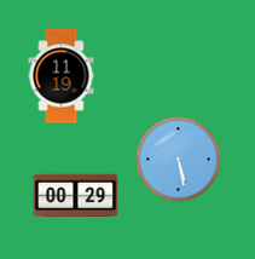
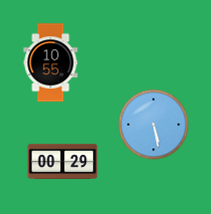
clock at (62, 76): 11:19 -> 10:55
clock at (179, 160) position: (179, 160) -> (154, 125)
